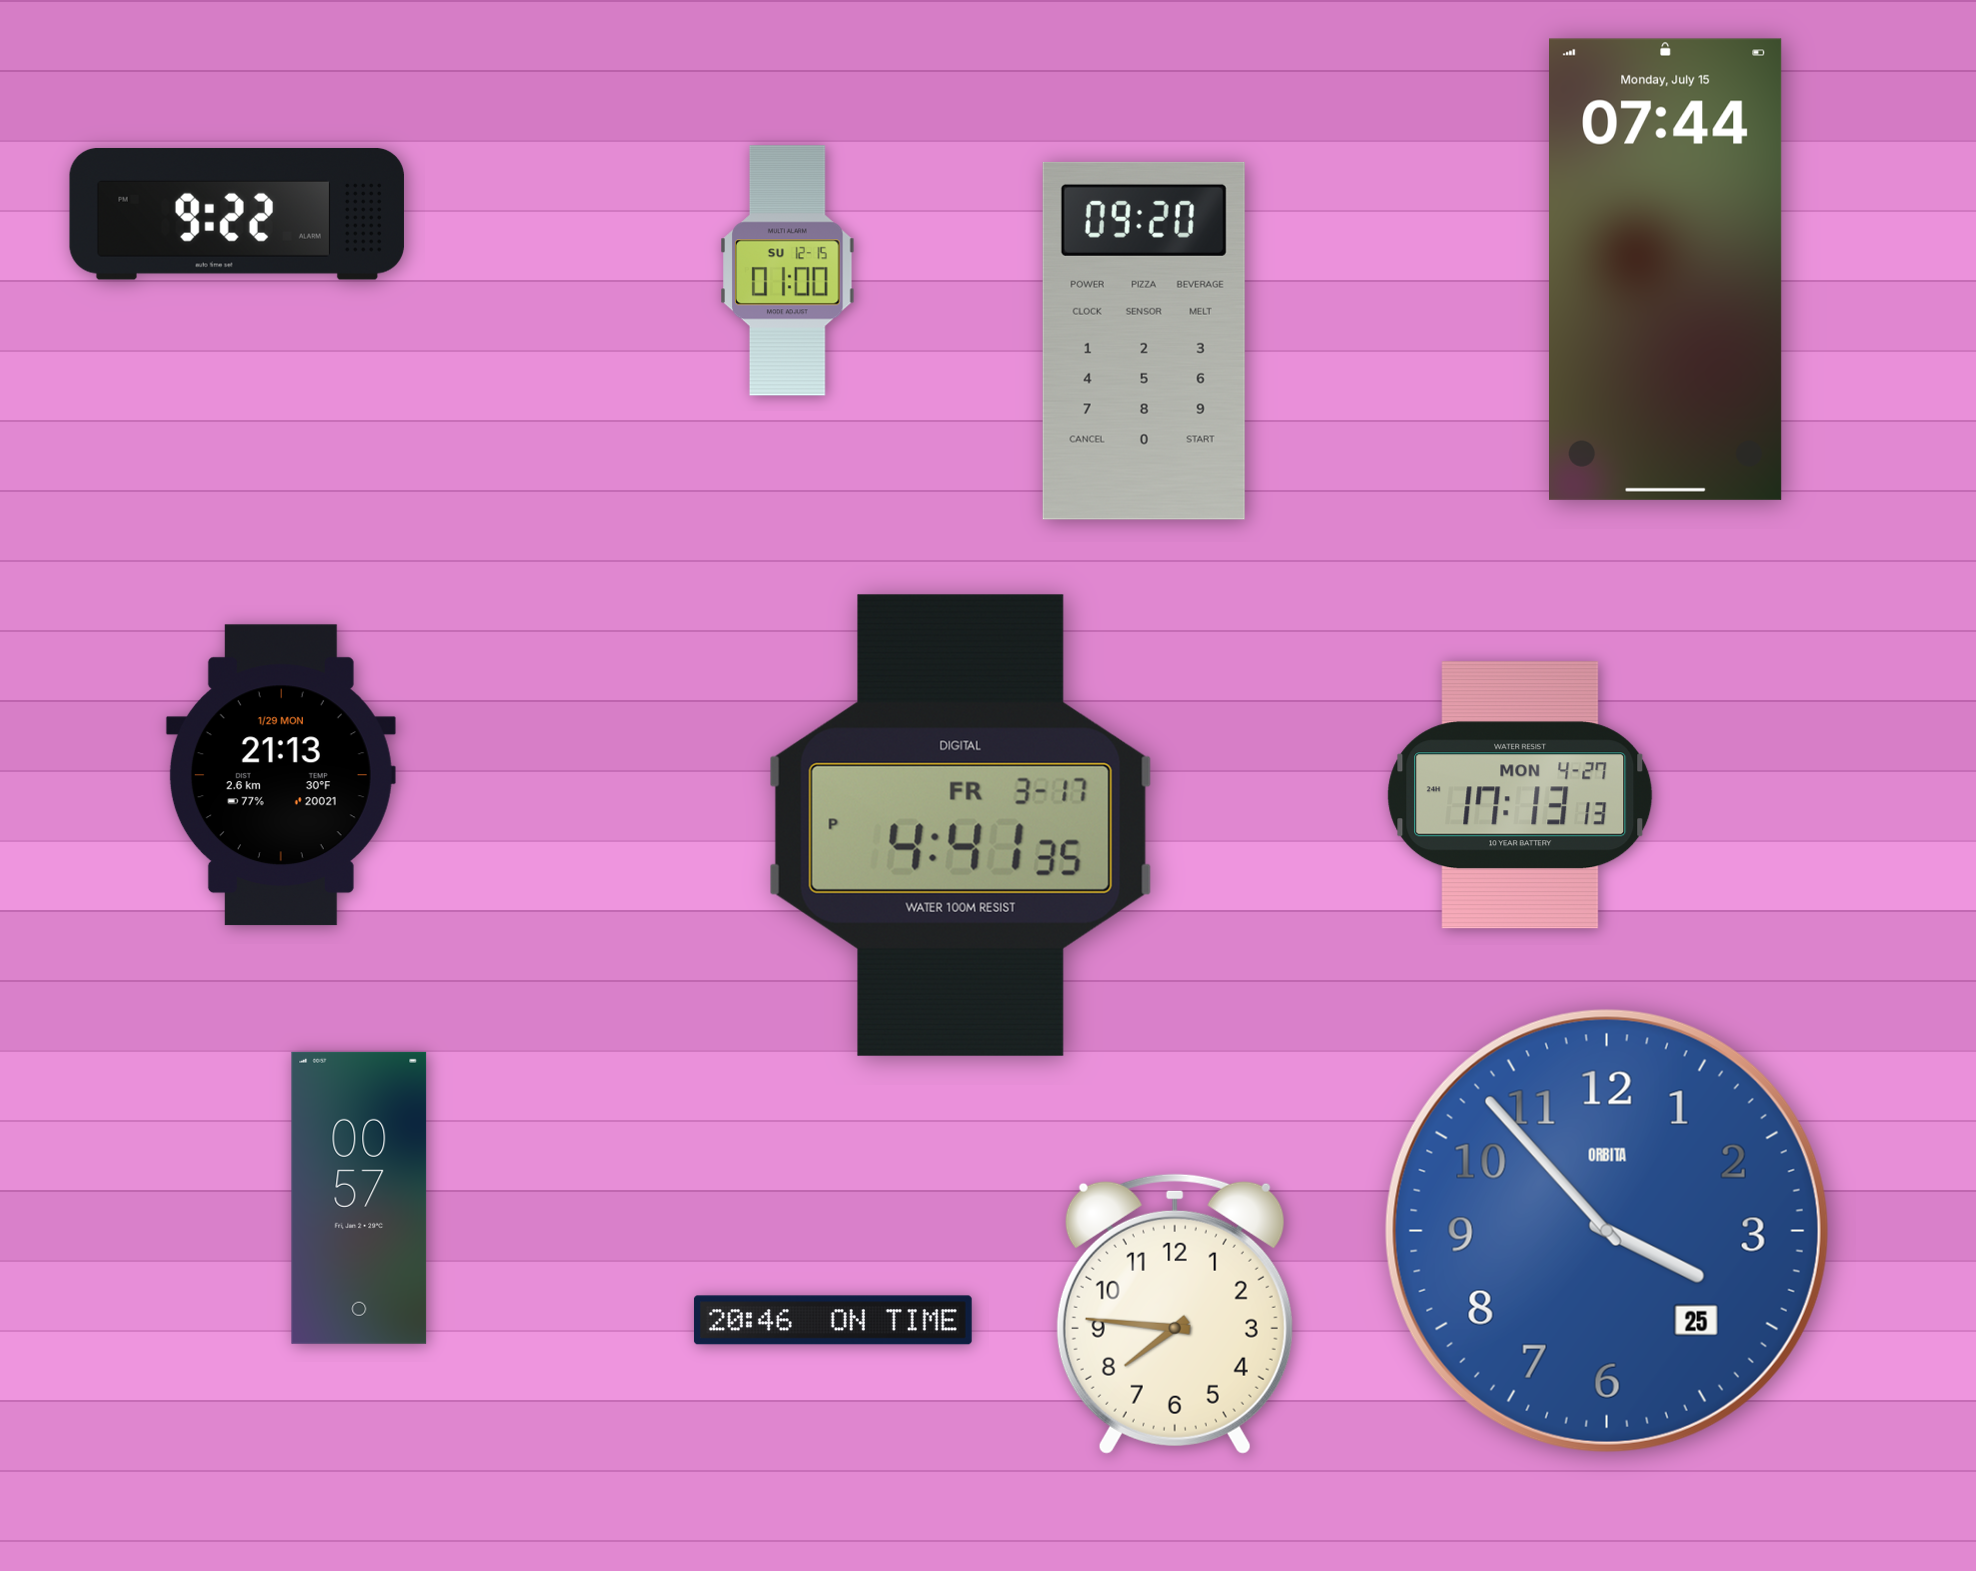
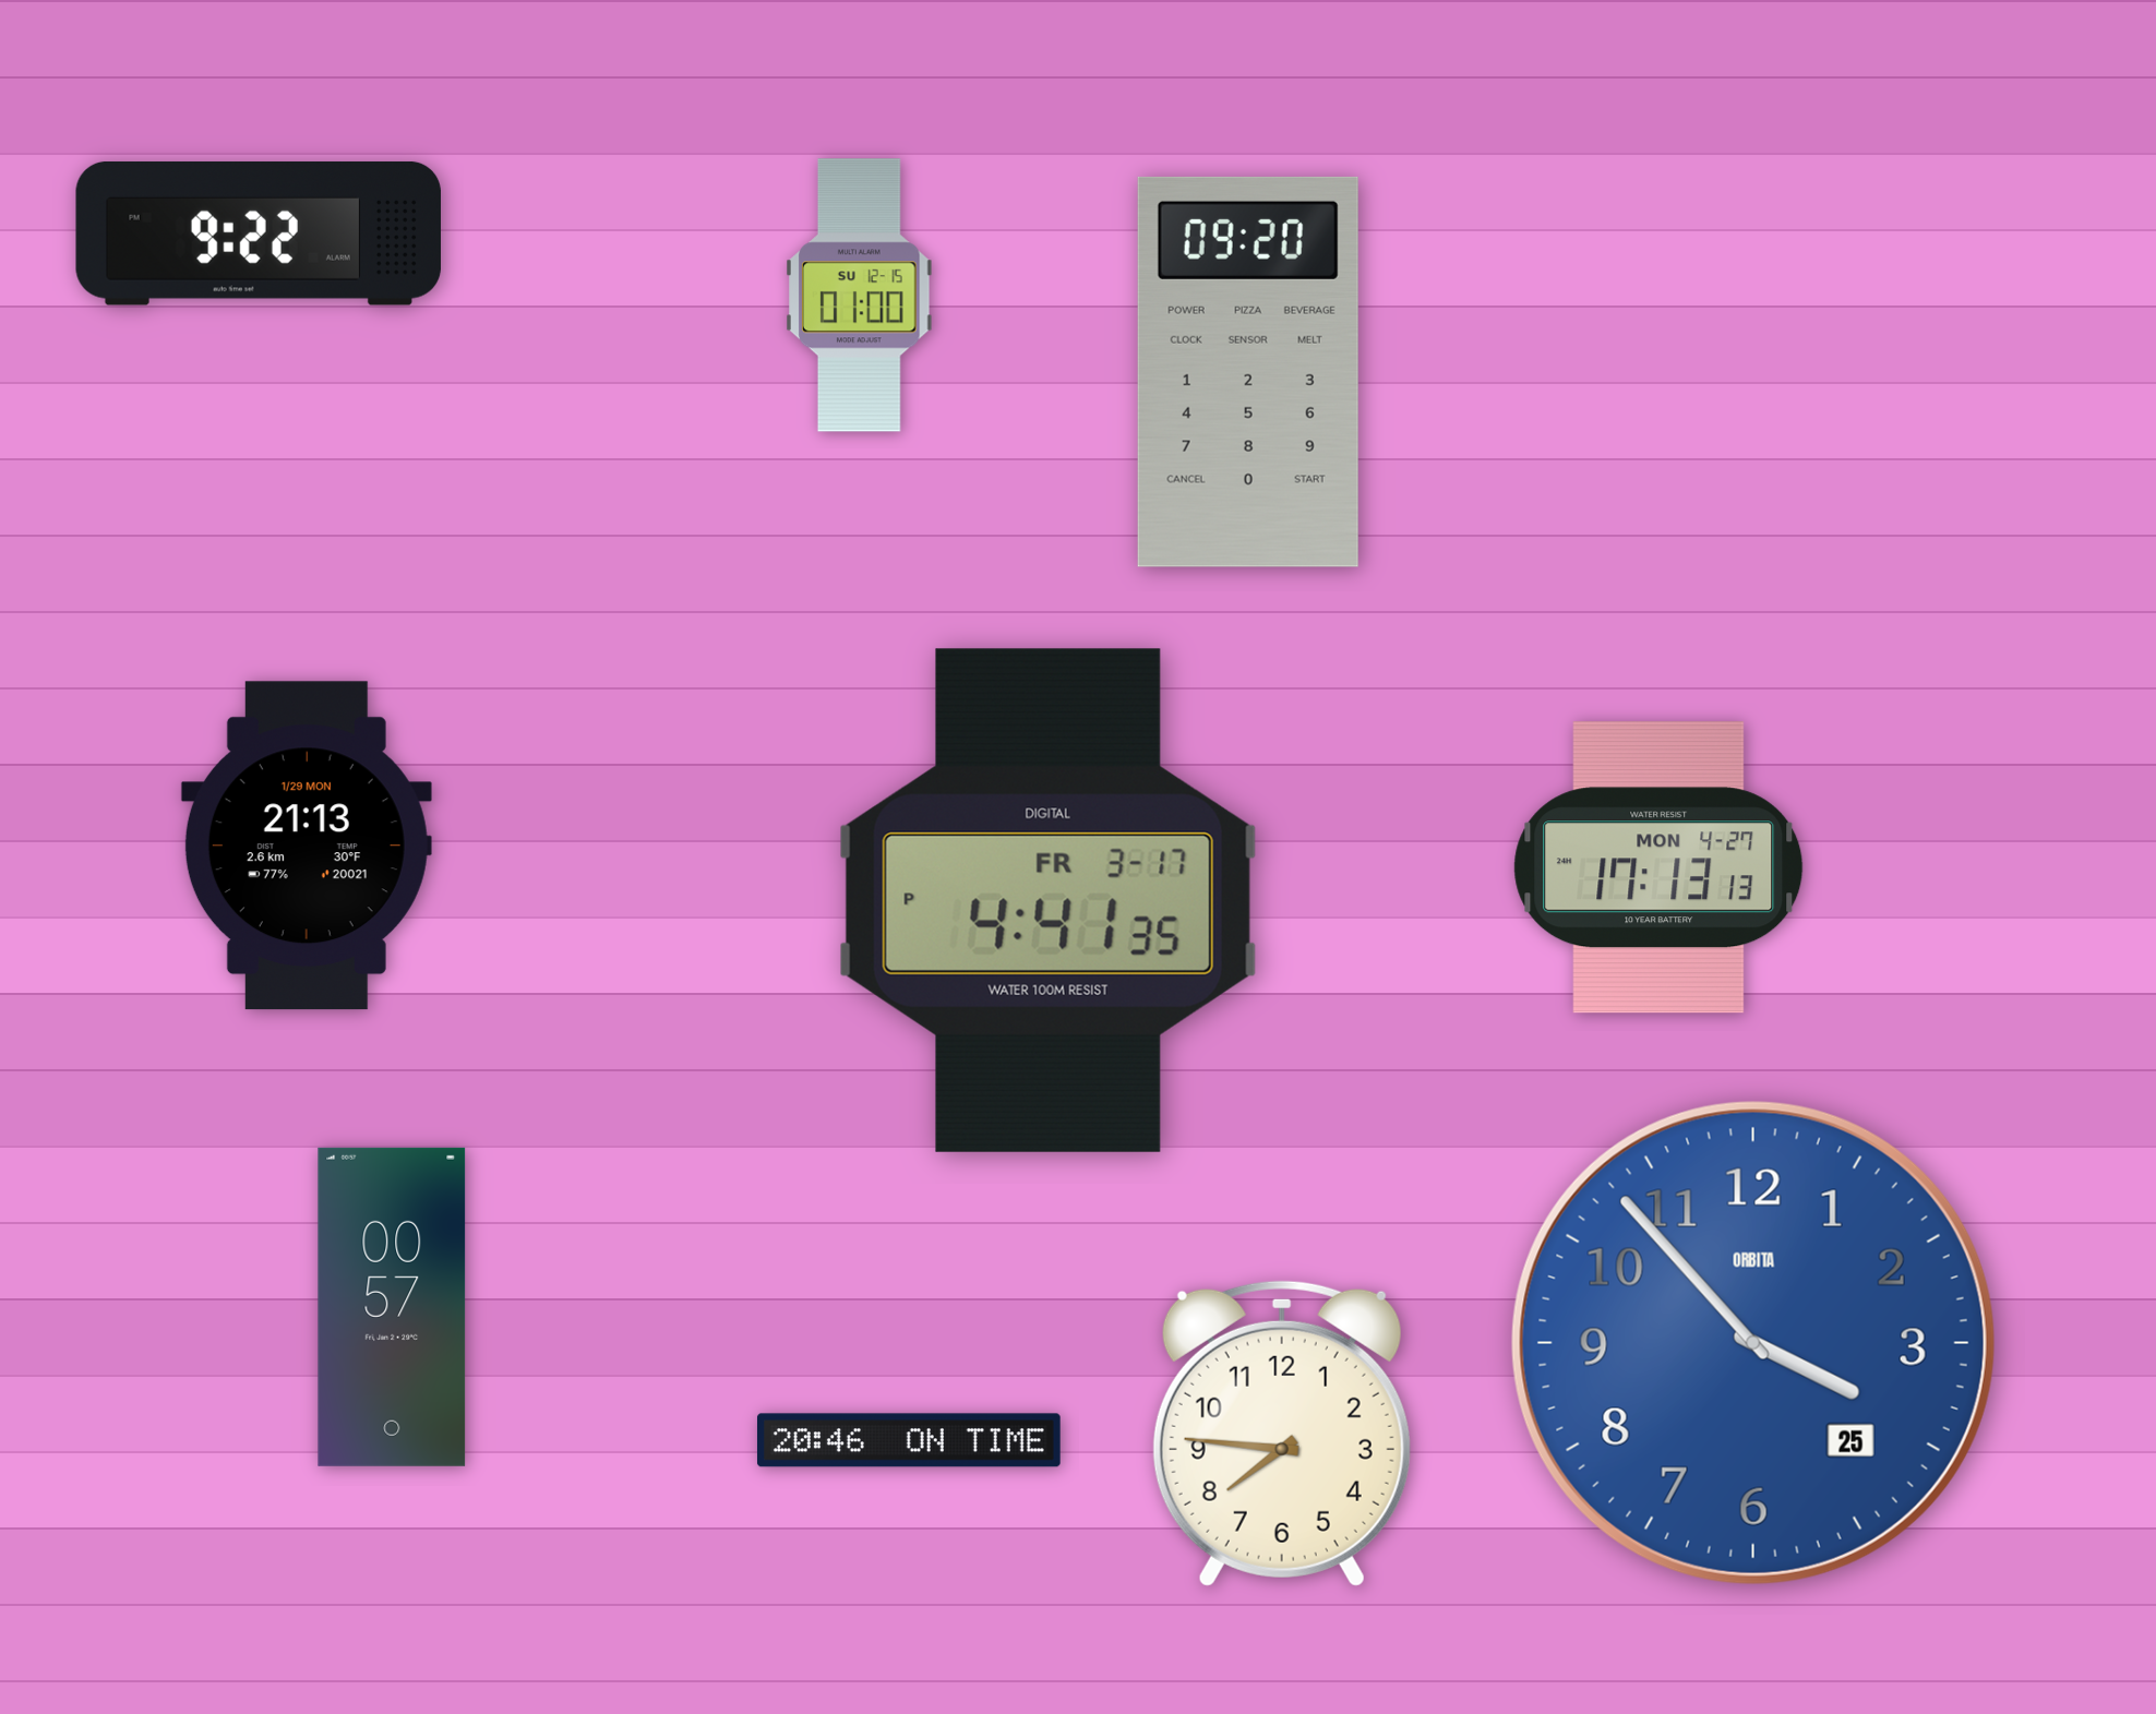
clock at (1666, 269): 07:44 -> none
